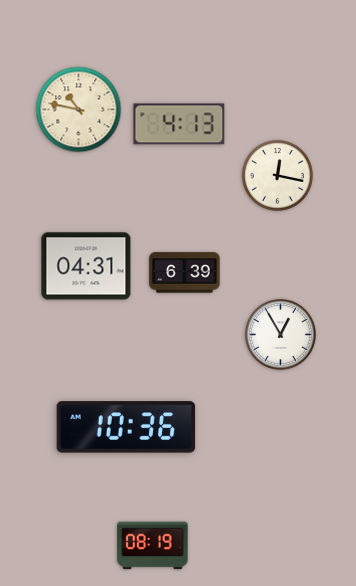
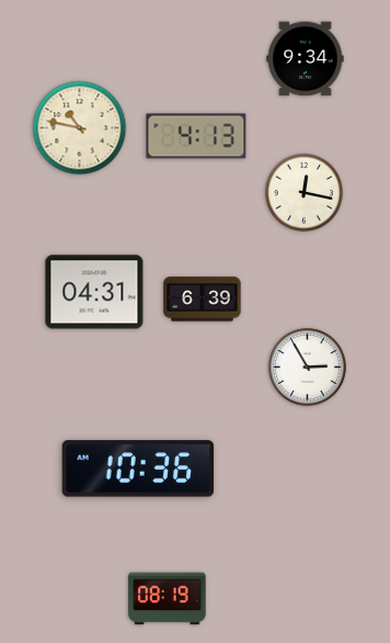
clock at (306, 59): none -> 9:34
clock at (79, 110) position: (79, 110) -> (80, 128)
clock at (280, 334): 12:55 -> 2:55
